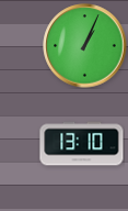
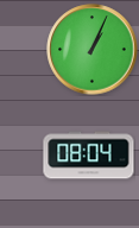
clock at (82, 144): 13:10 -> 08:04
